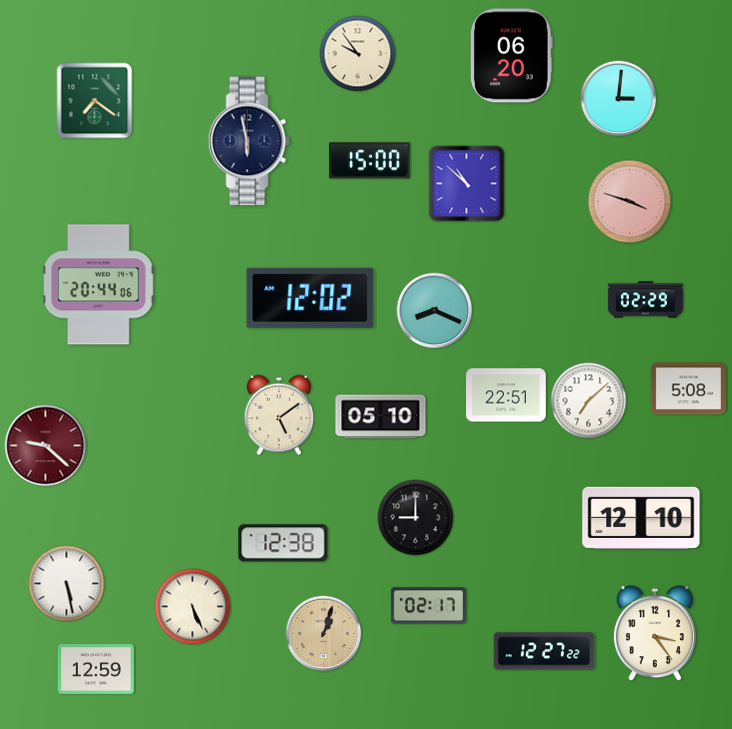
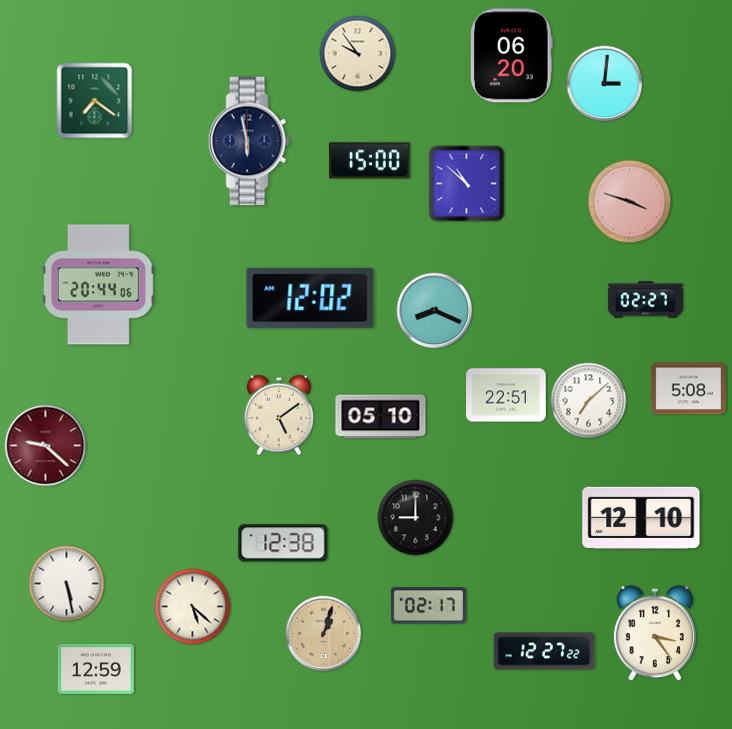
clock at (619, 99) position: (619, 99) -> (605, 84)
clock at (645, 300): 02:29 -> 02:27
clock at (193, 607): 5:26 -> 5:22
